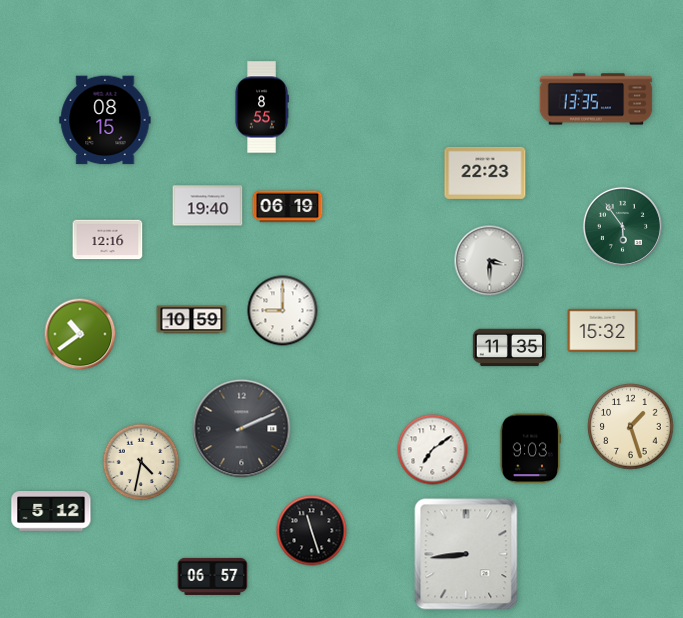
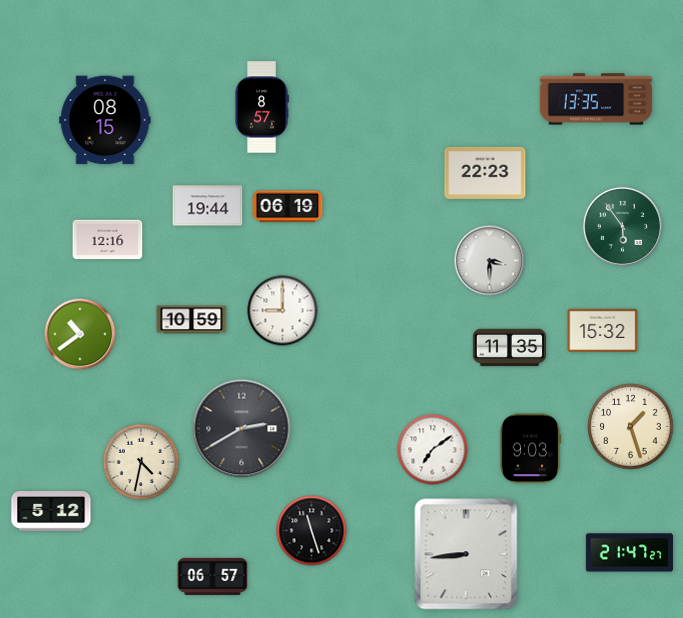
clock at (262, 107): 8:55 -> 8:57
clock at (208, 206): 19:40 -> 19:44
clock at (242, 429): 2:11 -> 2:40
clock at (629, 553): none -> 21:47
